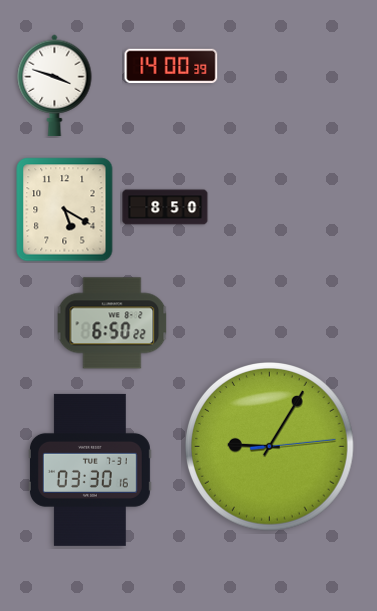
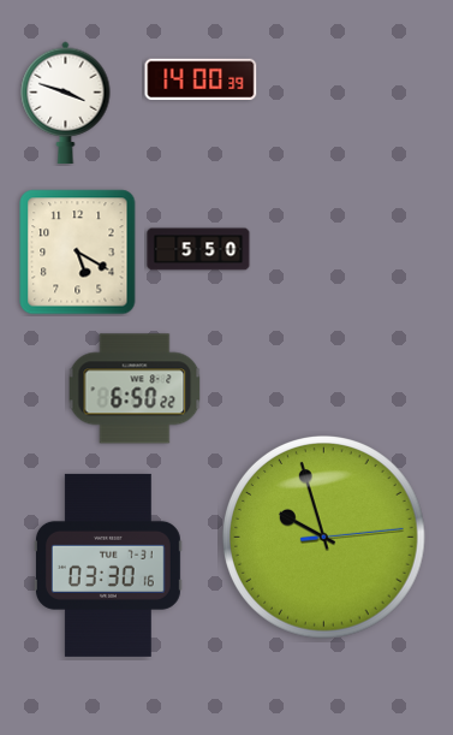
clock at (171, 66) position: (171, 66) -> (201, 79)
clock at (165, 207): 8:50 -> 5:50
clock at (270, 447): 9:05 -> 9:57
